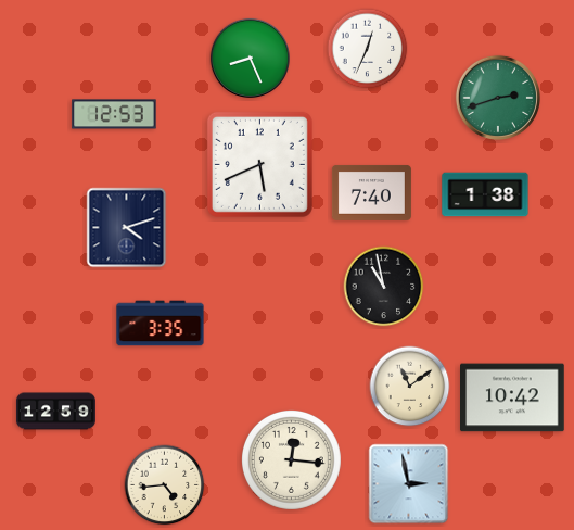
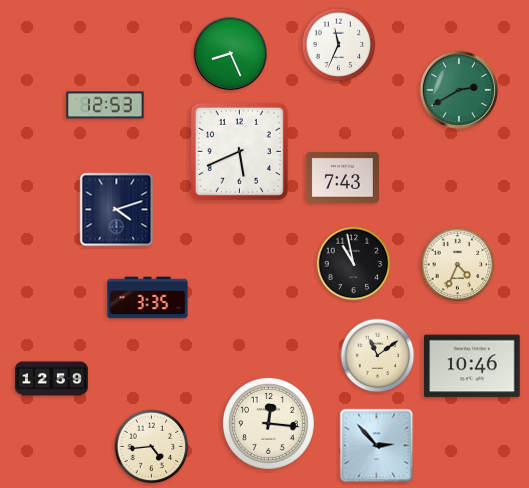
clock at (368, 49): 12:34 -> 11:34
clock at (498, 98): 2:42 -> 2:40
clock at (371, 192): 7:40 -> 7:43
clock at (485, 194): 1:38 -> none
clock at (458, 265): none -> 4:34
clock at (513, 397): 10:42 -> 10:46
clock at (409, 484): 2:58 -> 2:53
